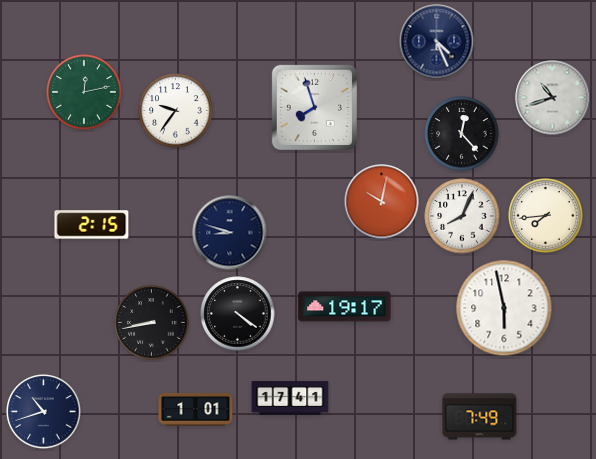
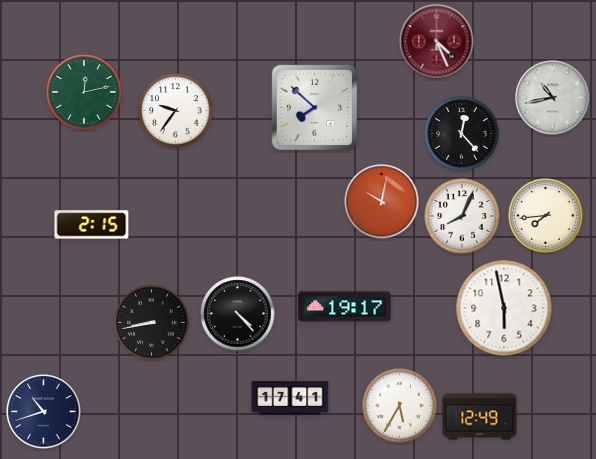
clock at (437, 42) dial: navy -> burgundy
clock at (553, 98): 10:42 -> 10:43
clock at (314, 107): 7:57 -> 7:52
clock at (230, 233): 8:48 -> none
clock at (238, 314): 4:21 -> 4:23
clock at (400, 406): none -> 5:35
clock at (196, 409): 1:01 -> none
clock at (480, 417): 7:49 -> 12:49
